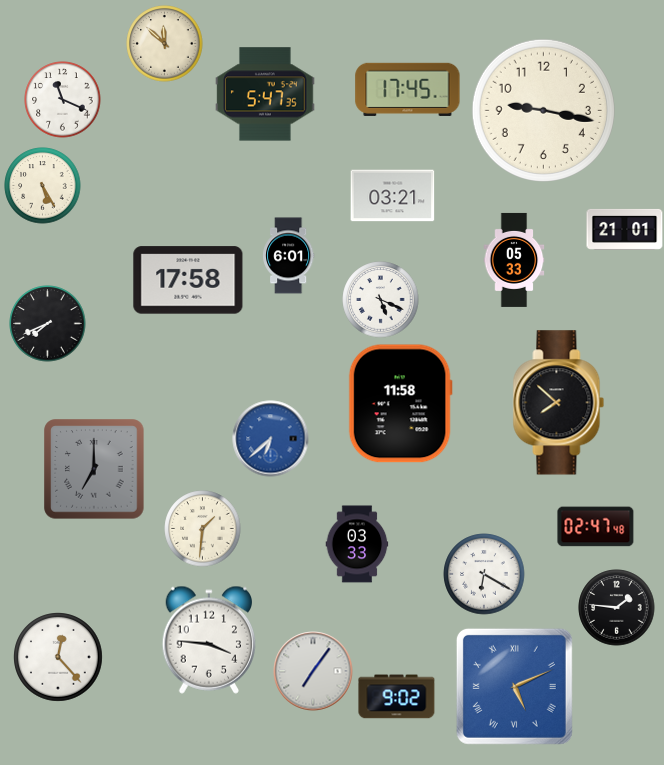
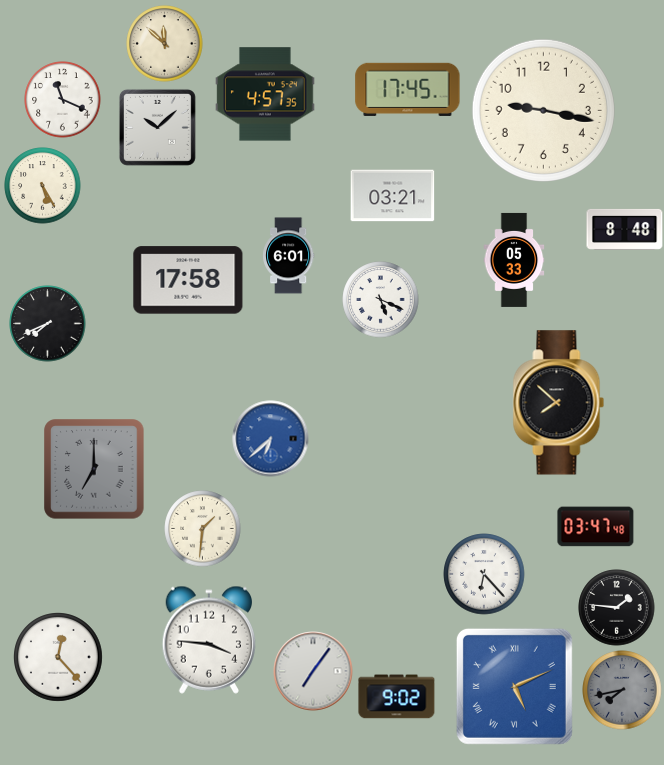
clock at (265, 94): 5:47 -> 4:57
clock at (157, 127): none -> 10:08
clock at (625, 229): 21:01 -> 8:48
clock at (400, 404): 11:58 -> none
clock at (596, 527): 02:47 -> 03:47
clock at (357, 544): 03:33 -> none
clock at (484, 574): 6:20 -> 6:23
clock at (622, 690): none -> 7:43
